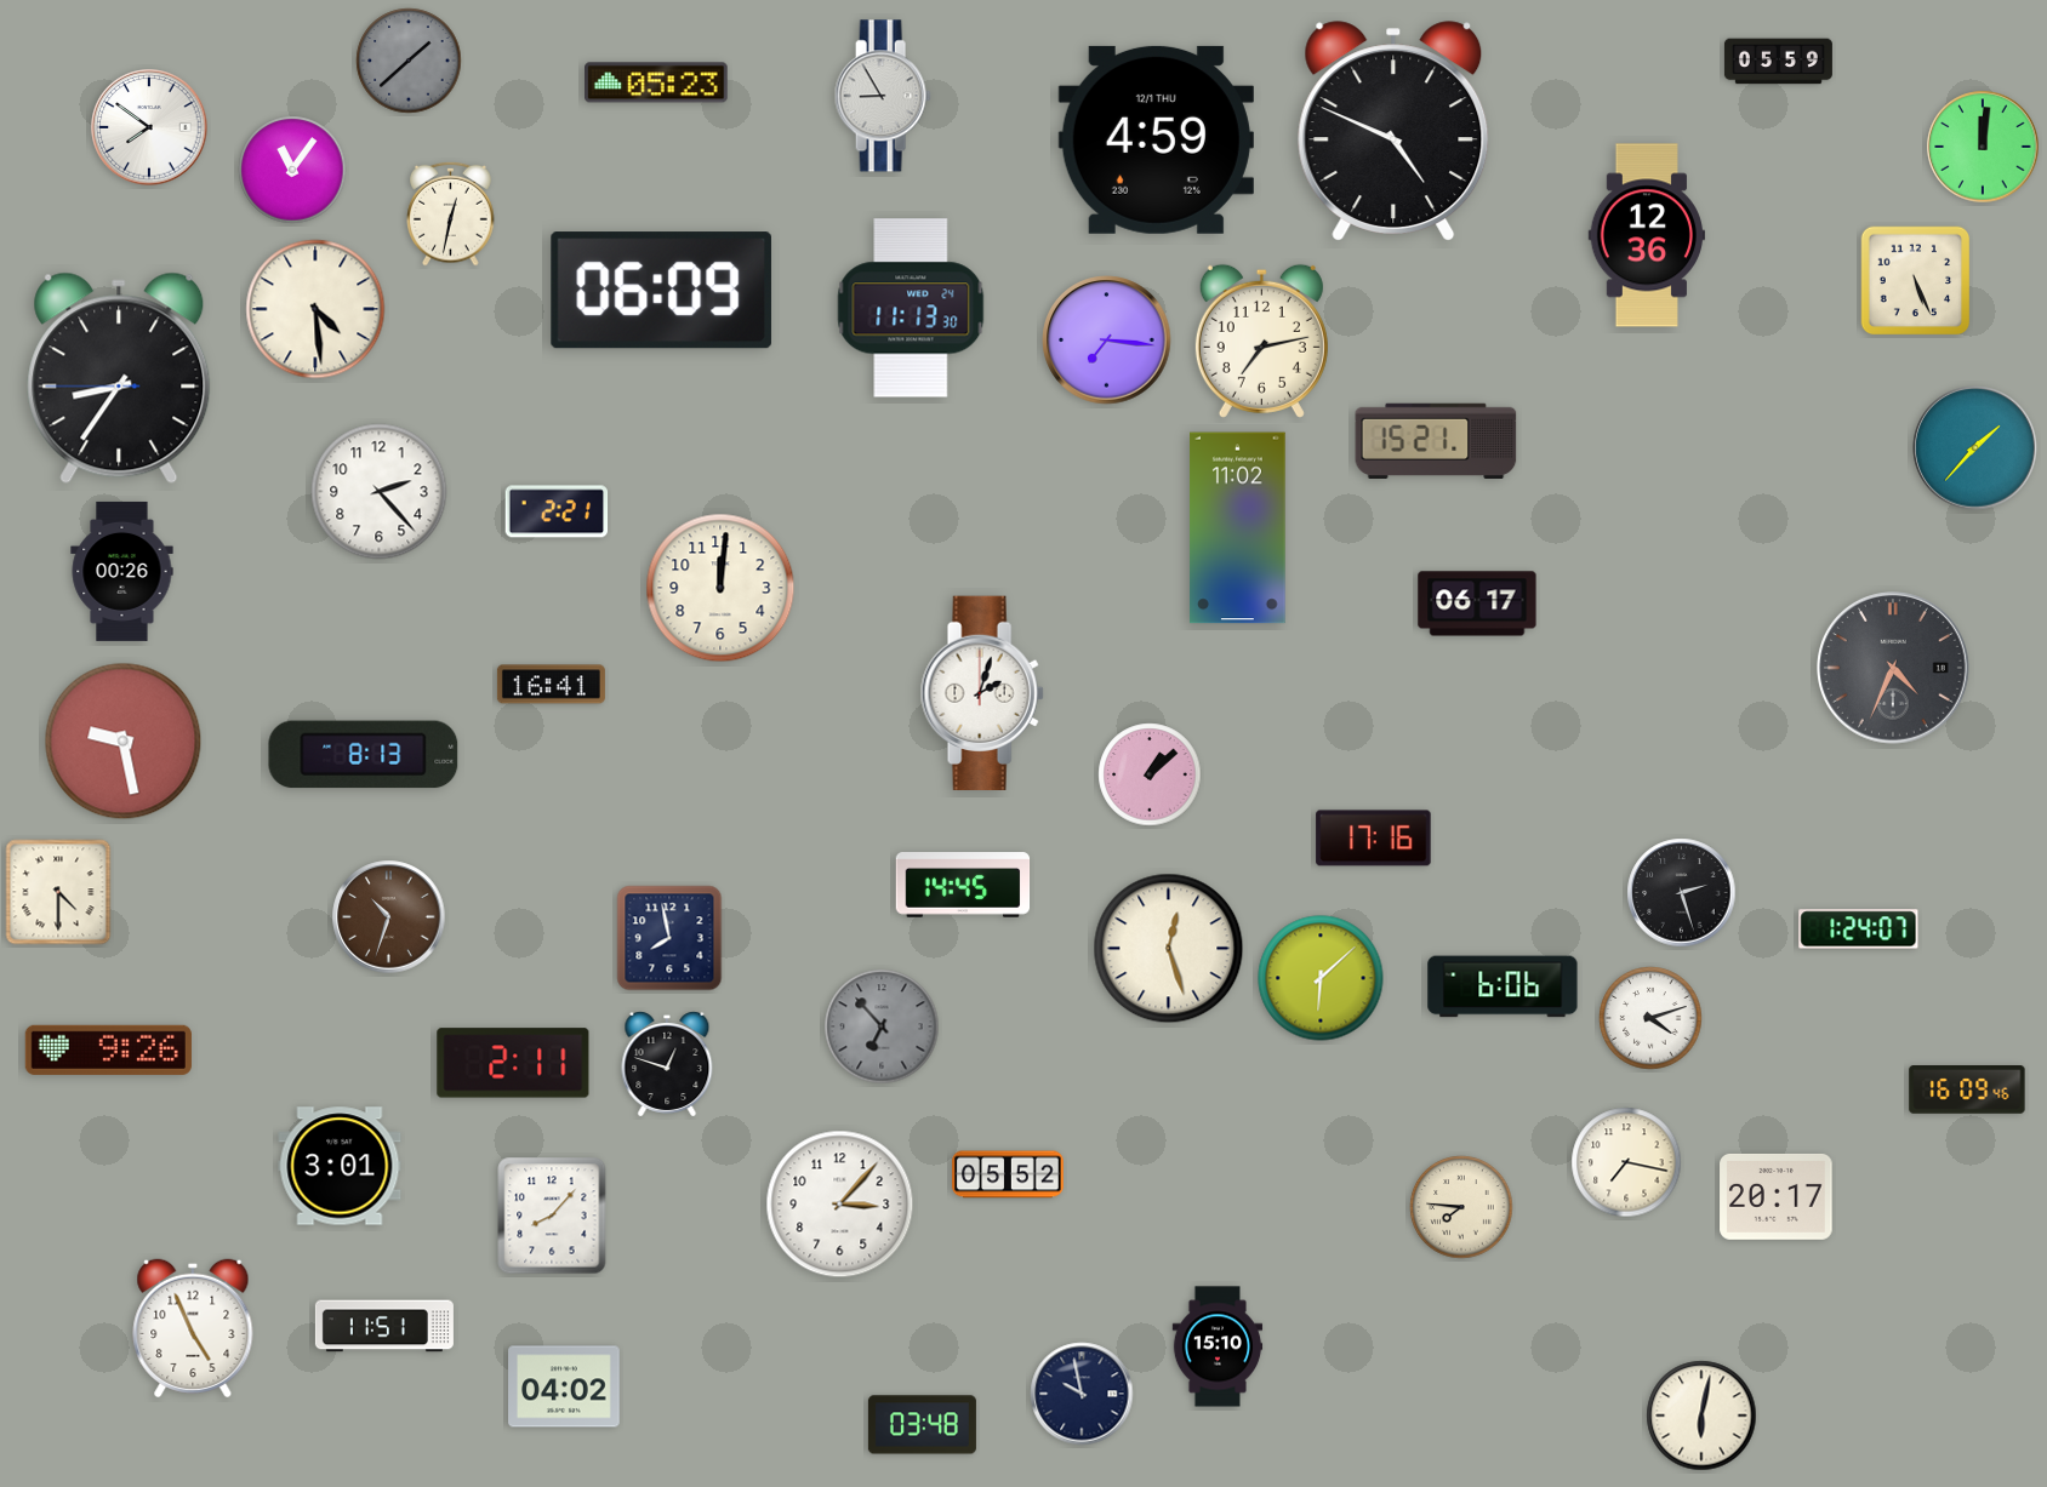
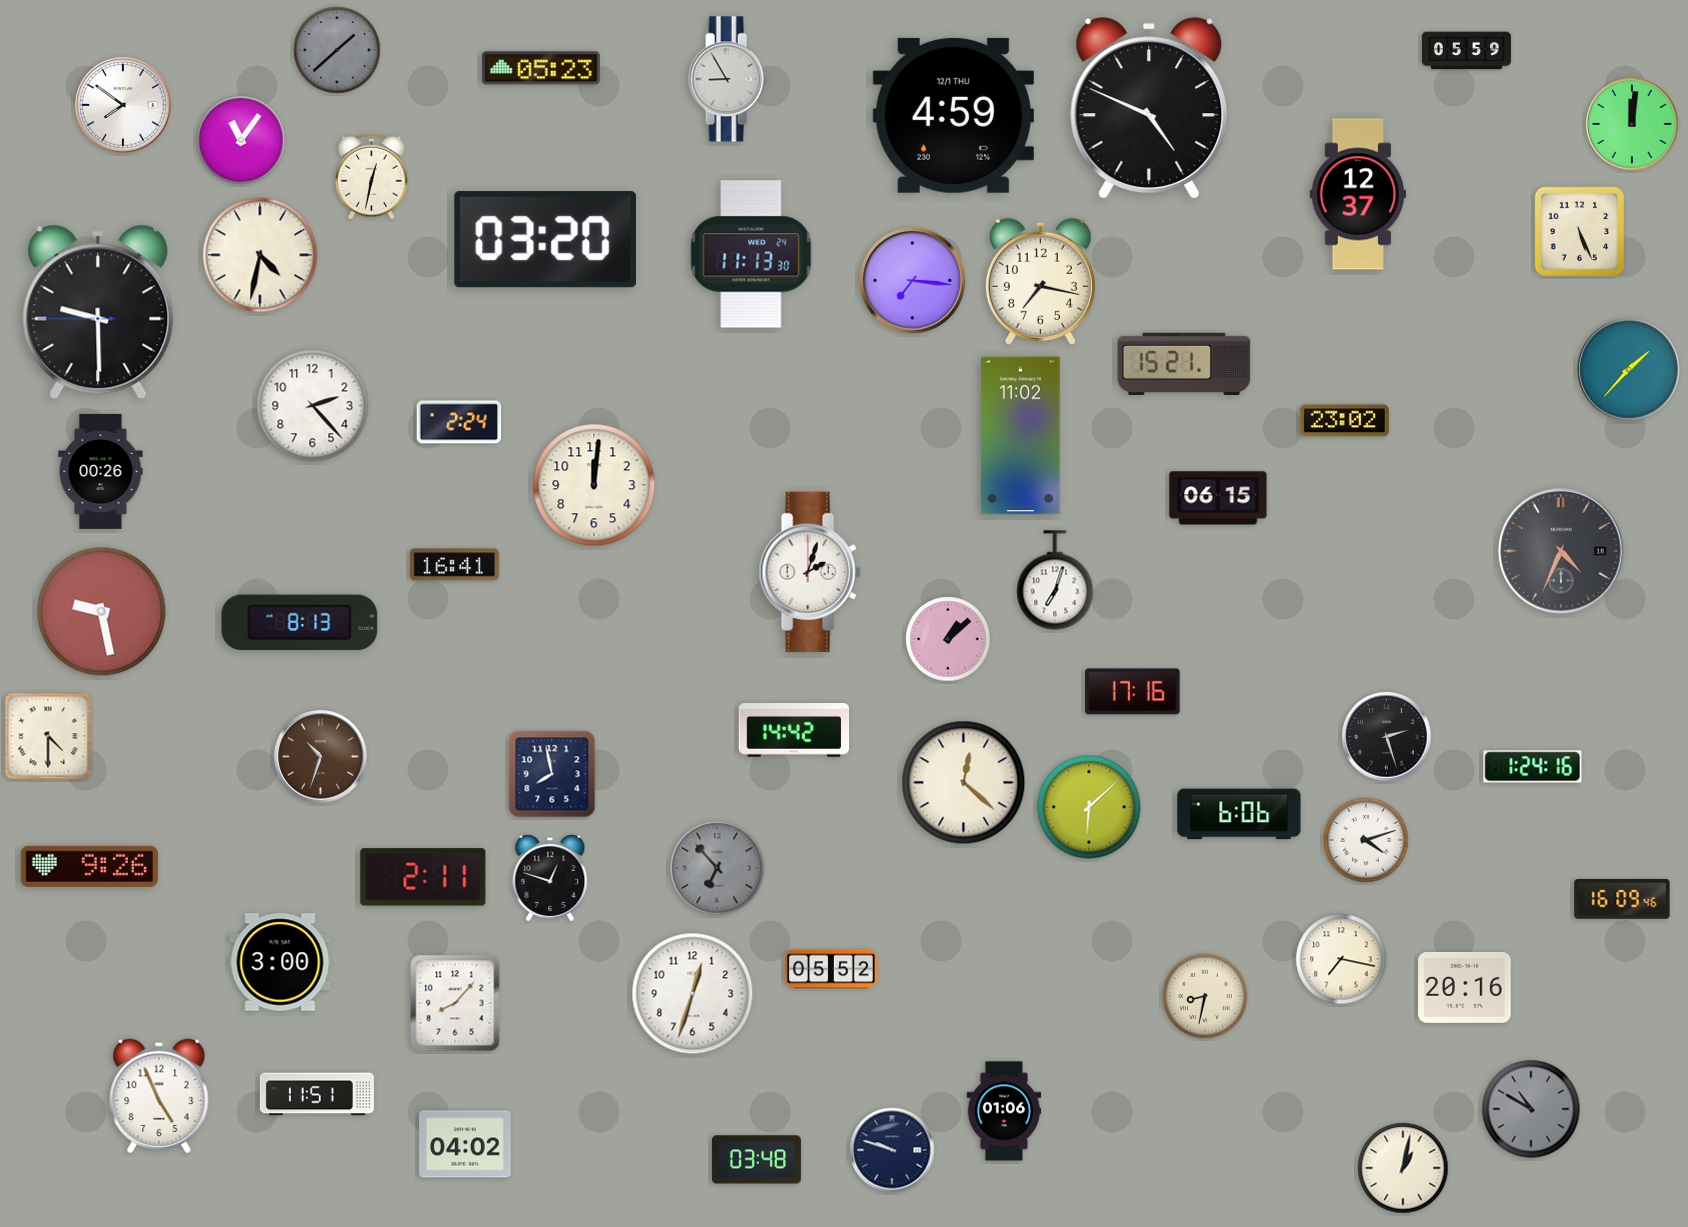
clock at (1983, 147) position: (1983, 147) -> (1632, 124)
clock at (1646, 235): 12:36 -> 12:37
clock at (661, 291): 06:09 -> 03:20
clock at (315, 309): 4:29 -> 4:32
clock at (1261, 341): 7:13 -> 7:17
clock at (119, 378): 8:35 -> 9:29
clock at (1344, 421): none -> 23:02
clock at (557, 511): 2:21 -> 2:24
clock at (1477, 604): 06:17 -> 06:15
clock at (1055, 580): none -> 7:03
clock at (963, 886): 14:45 -> 14:42
clock at (1859, 930): 1:24:07 -> 1:24:16
clock at (1169, 949): 12:27 -> 12:22
clock at (1650, 1018) position: (1650, 1018) -> (1366, 840)
clock at (882, 1026) position: (882, 1026) -> (717, 868)
clock at (340, 1166): 3:01 -> 3:00
clock at (1777, 1196): 20:17 -> 20:16
clock at (840, 1205): 3:07 -> 12:33
clock at (1461, 1207): 7:46 -> 8:32
clock at (1531, 1109): none -> 10:50
clock at (1218, 1346): 15:10 -> 01:06
clock at (1082, 1394): 9:58 -> 9:48
clock at (1701, 1415): 6:02 -> 1:02
clock at (922, 1425) position: (922, 1425) -> (756, 1160)
